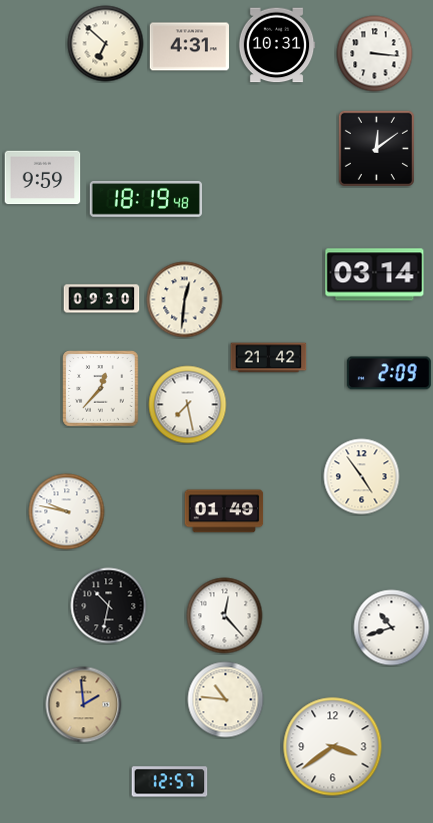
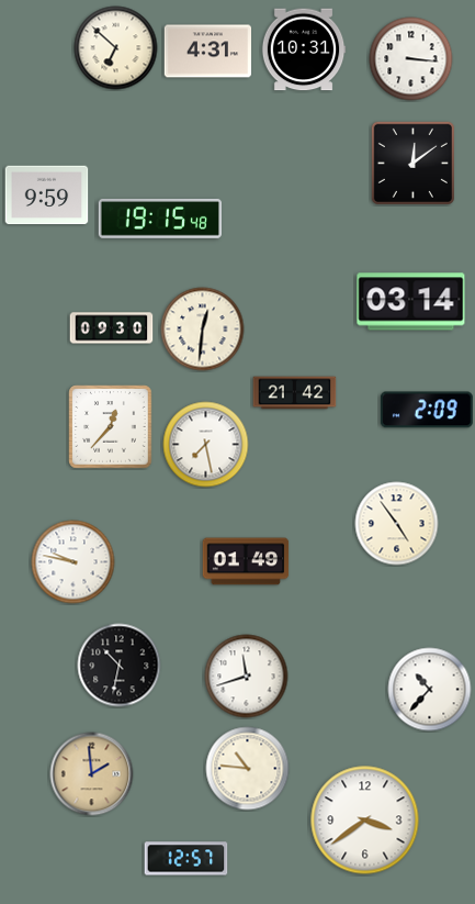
clock at (145, 199): 18:19 -> 19:15
clock at (225, 616): 12:23 -> 11:42
clock at (392, 628): 10:42 -> 10:37
